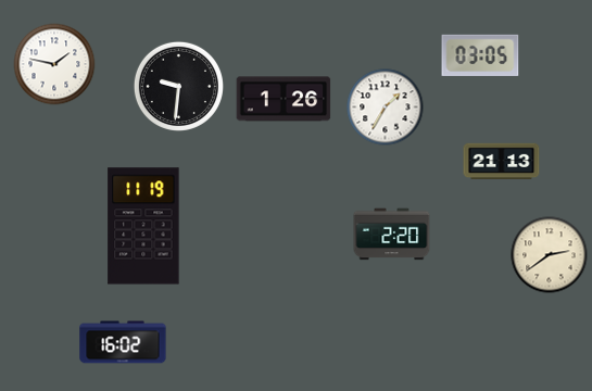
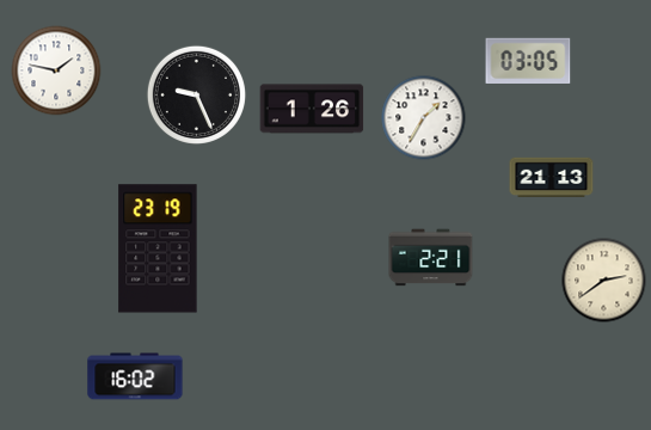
clock at (54, 64) position: (54, 64) -> (56, 70)
clock at (178, 86): 9:31 -> 9:26
clock at (143, 226): 11:19 -> 23:19
clock at (392, 235): 2:20 -> 2:21
